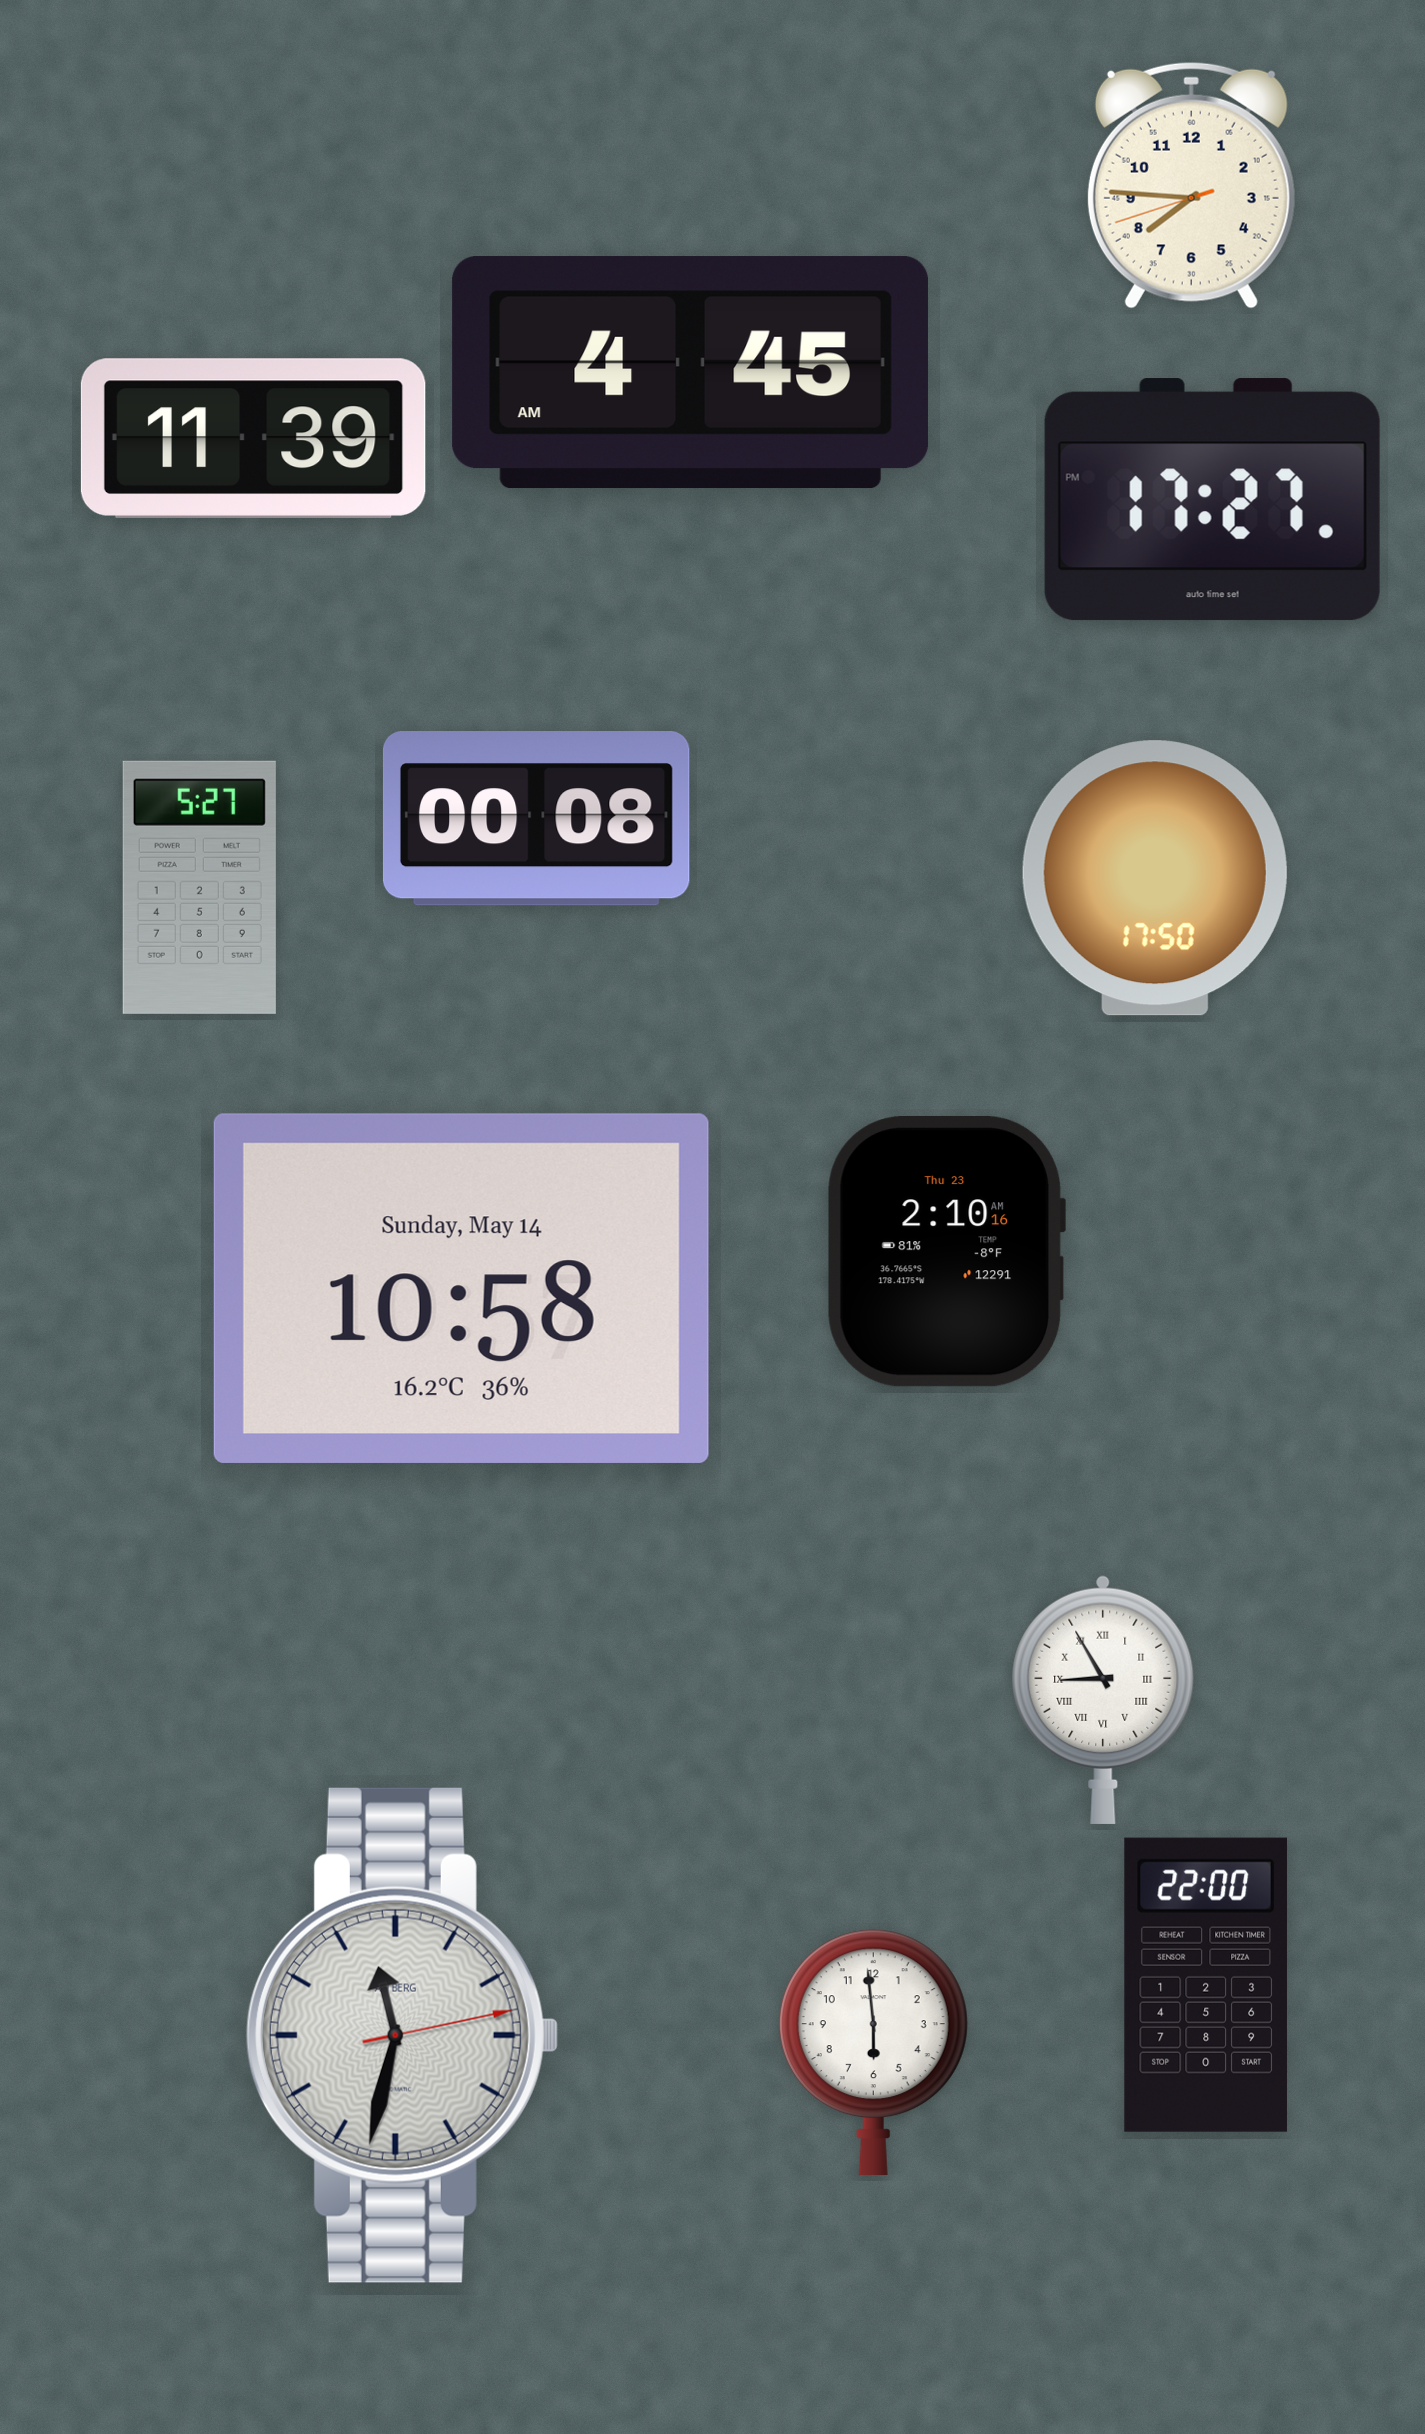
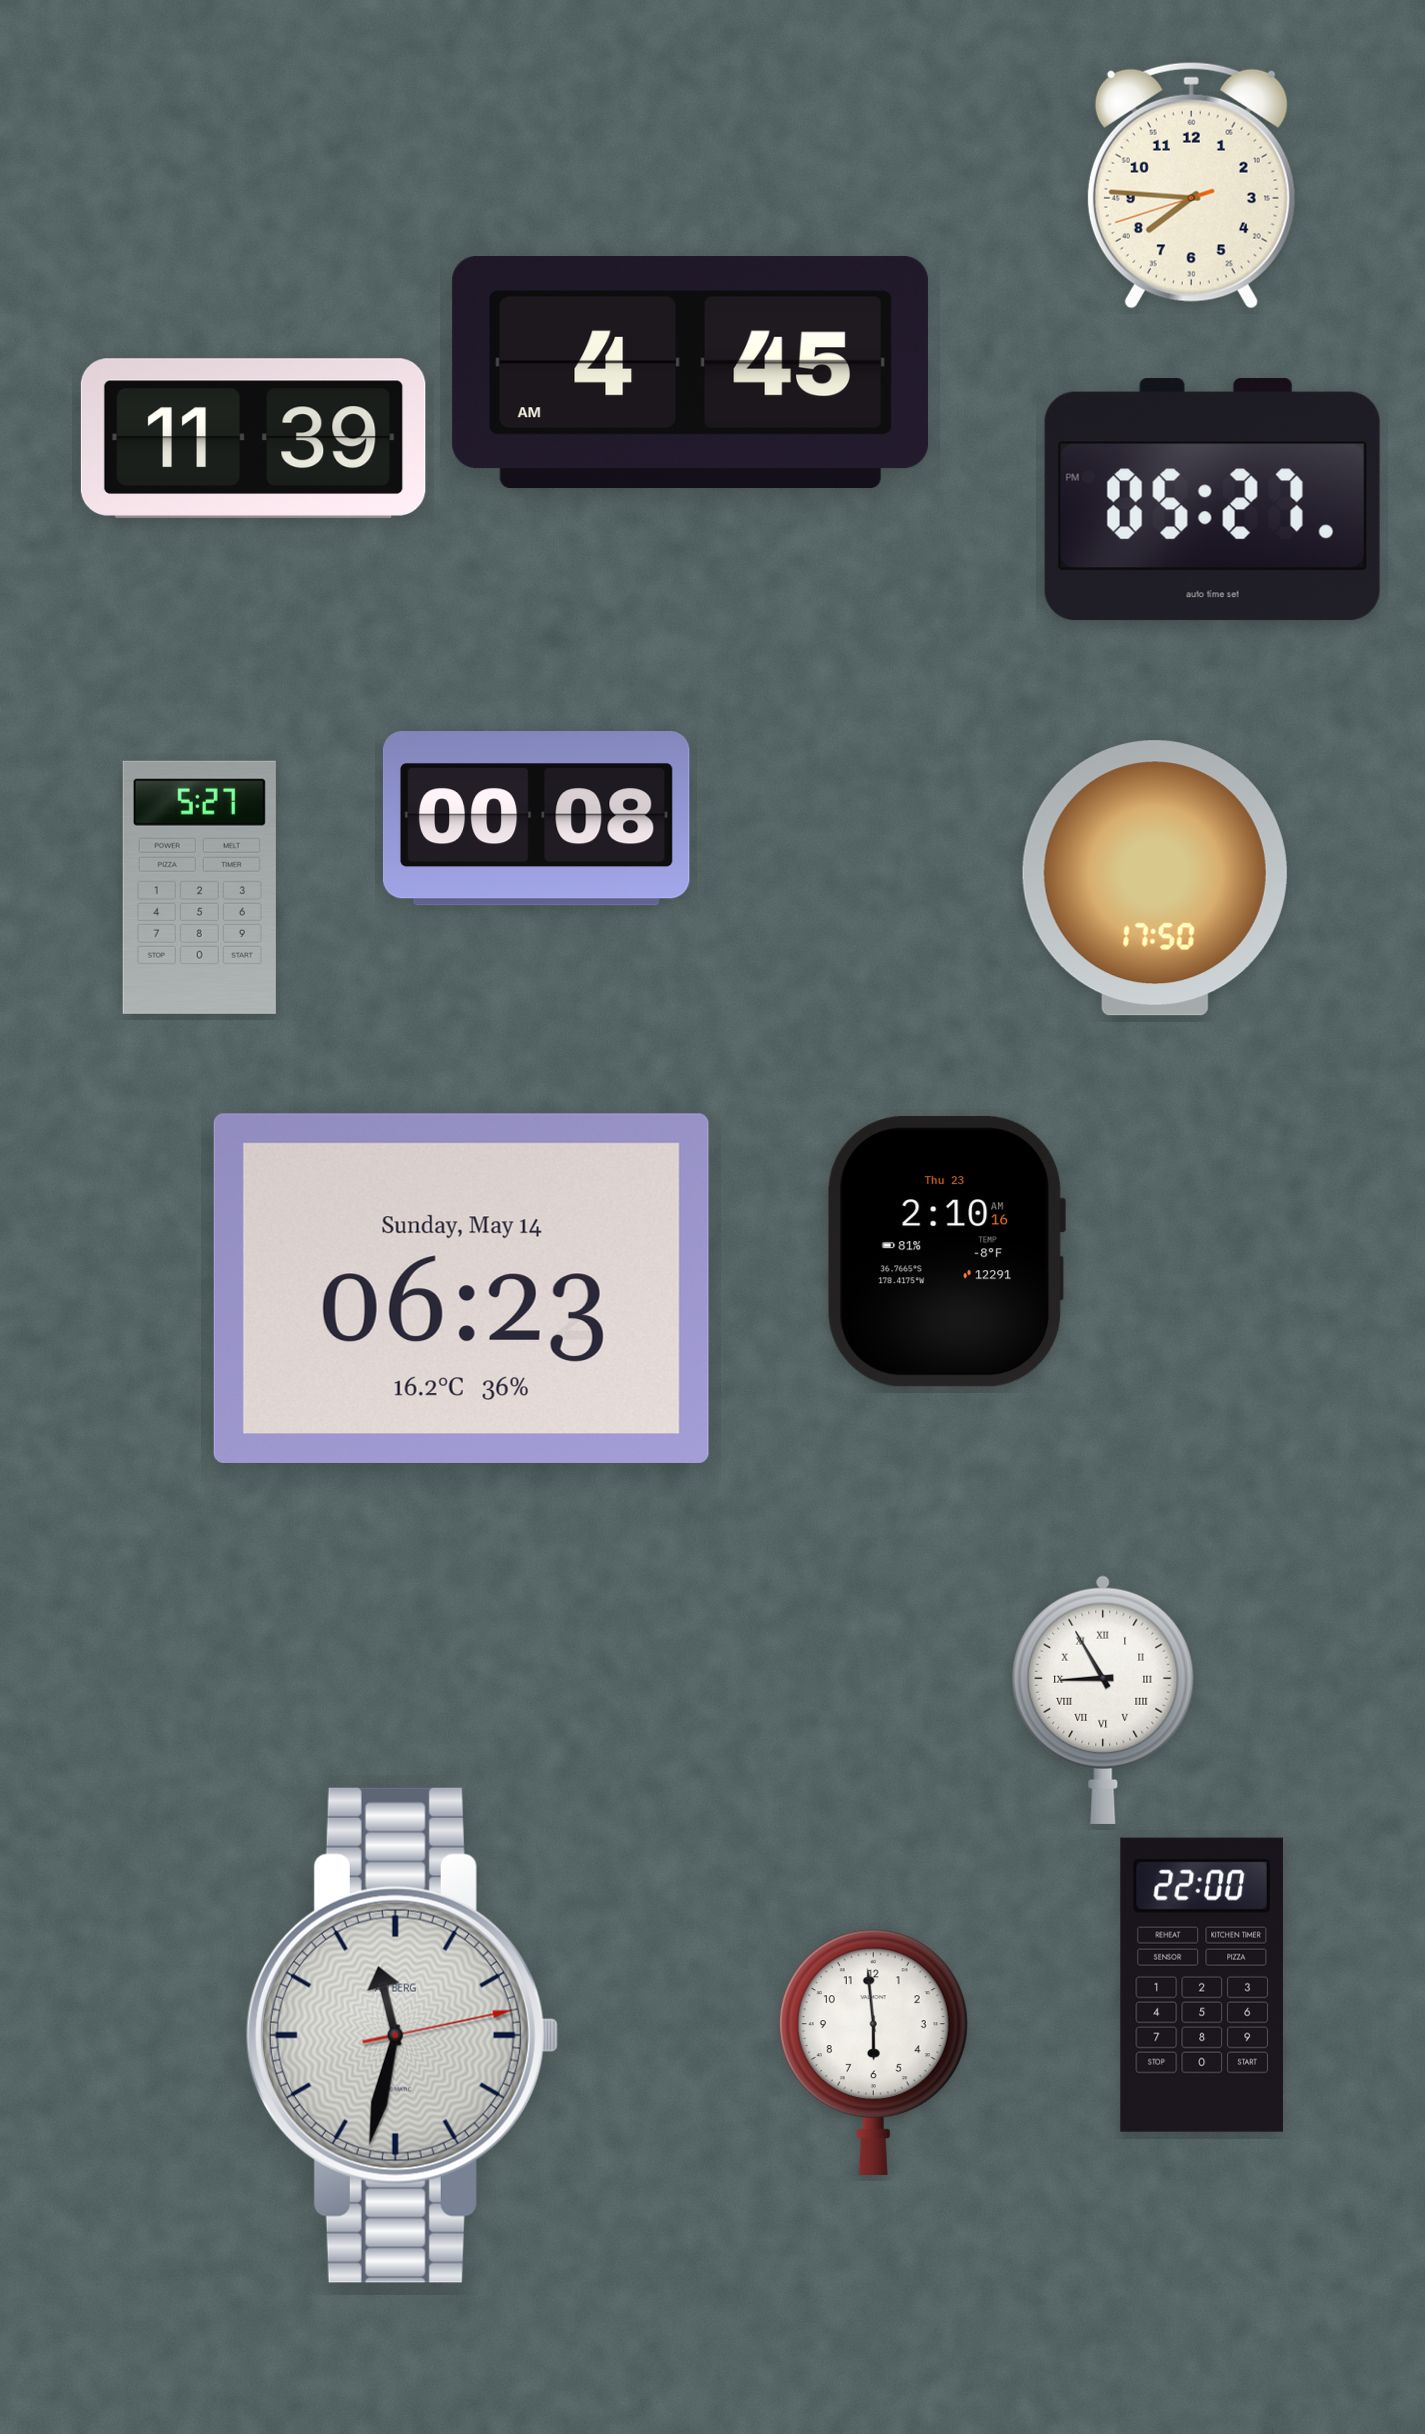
clock at (1212, 500): 17:27 -> 05:27
clock at (461, 1288): 10:58 -> 06:23
clock at (1206, 1985) position: (1206, 1985) -> (1202, 1985)
